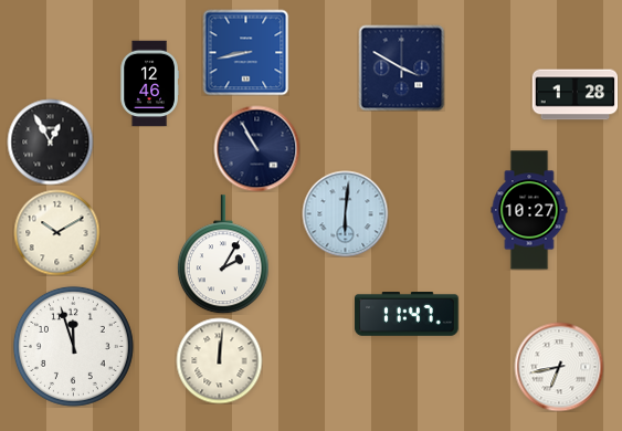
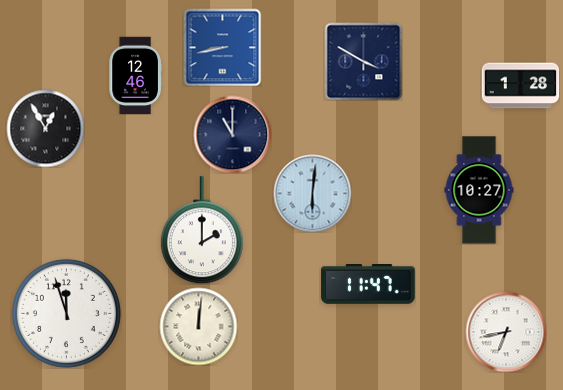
clock at (256, 148): 10:55 -> 11:00
clock at (56, 232): 10:10 -> none
clock at (223, 254): 2:05 -> 2:00
